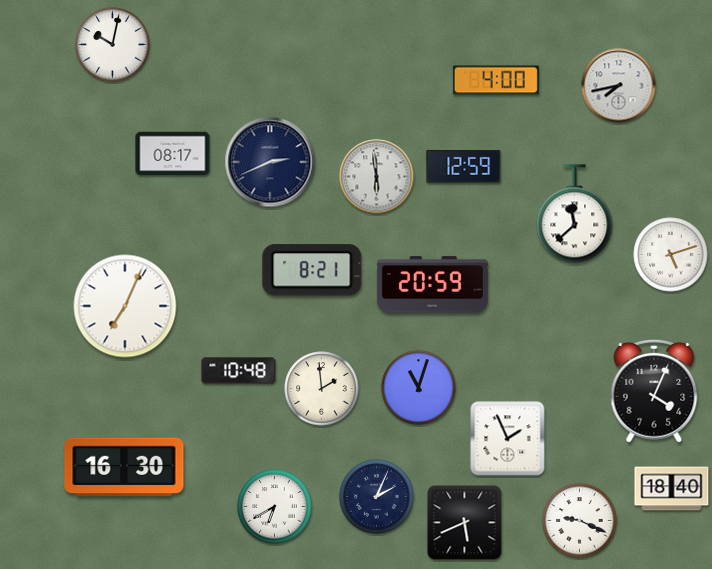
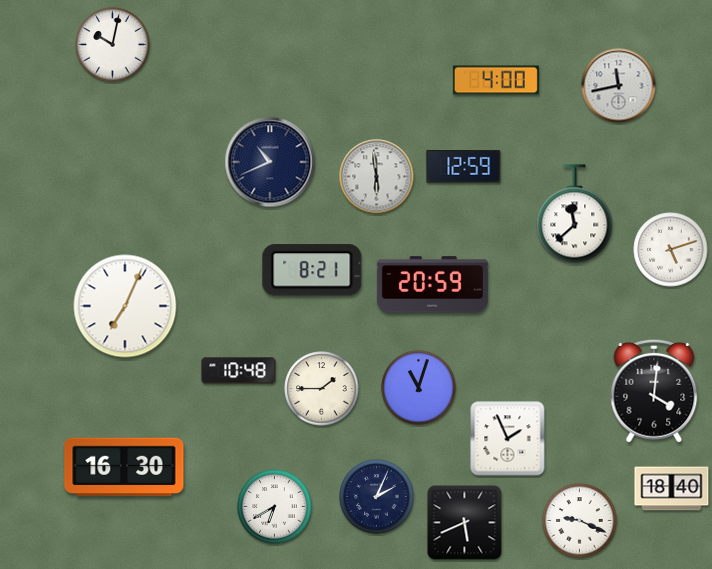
clock at (619, 86): 7:43 -> 11:43
clock at (173, 154): 08:17 -> none
clock at (270, 162): 2:41 -> 10:41
clock at (671, 255) position: (671, 255) -> (671, 250)
clock at (322, 389): 1:59 -> 1:45
clock at (654, 391): 4:04 -> 4:01
